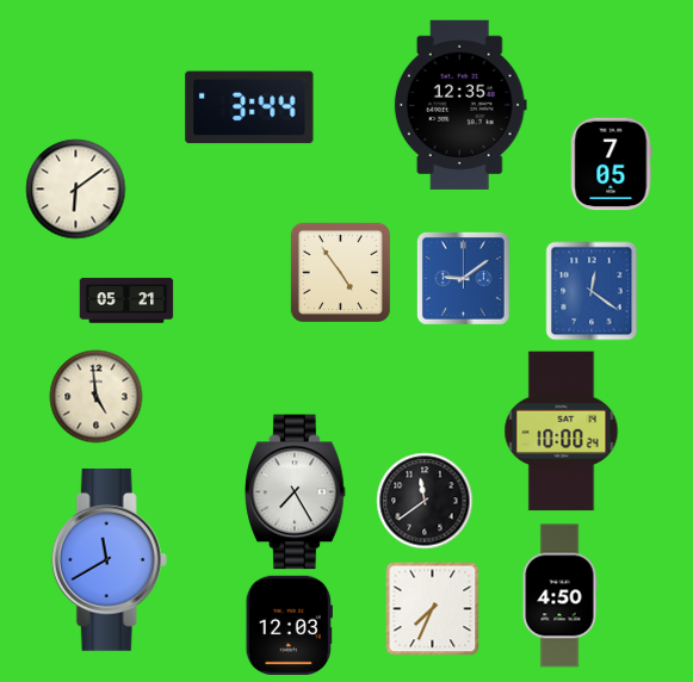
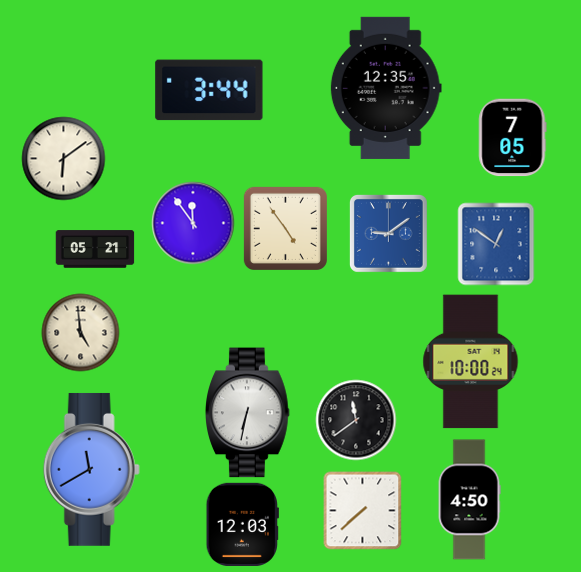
clock at (193, 223): none -> 11:54
clock at (592, 291): 12:21 -> 12:51
clock at (126, 300) position: (126, 300) -> (95, 249)
clock at (296, 492): 7:25 -> 6:32
clock at (432, 608): 7:34 -> 7:38
